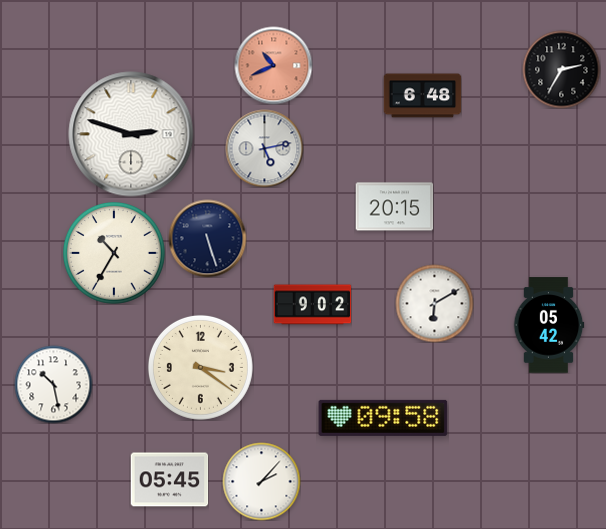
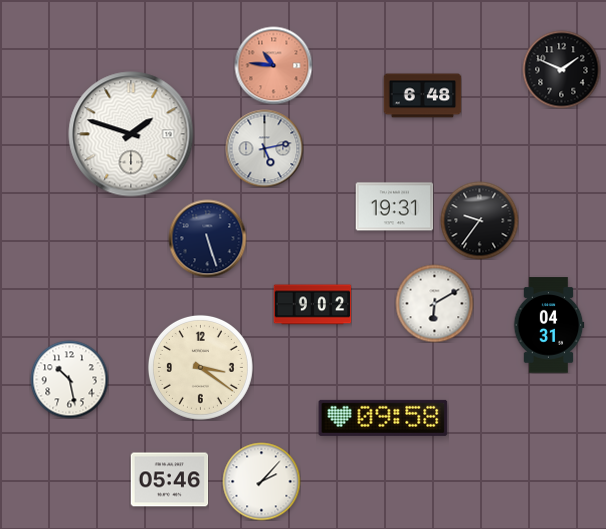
clock at (273, 65): 10:41 -> 10:46
clock at (561, 69): 2:35 -> 1:49
clock at (131, 134): 2:48 -> 1:48
clock at (394, 207): 20:15 -> 19:31
clock at (479, 220): none -> 9:36
clock at (115, 254): 10:35 -> none
clock at (549, 325): 05:42 -> 04:31
clock at (53, 384) position: (53, 384) -> (69, 379)
clock at (169, 480): 05:45 -> 05:46
